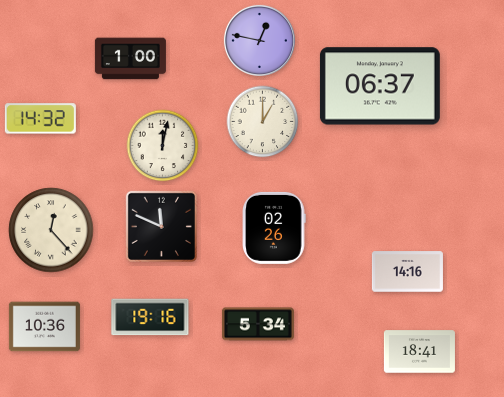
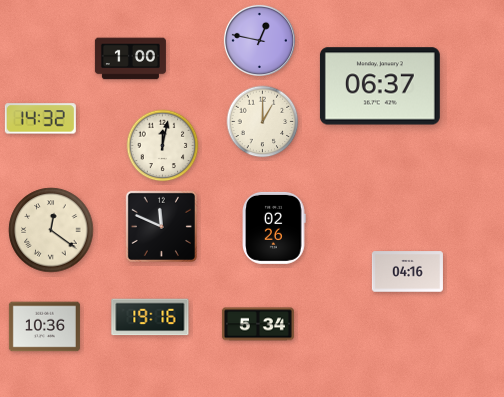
clock at (51, 230): 12:23 -> 12:21
clock at (407, 272): 14:16 -> 04:16
clock at (419, 352): 18:41 -> none
